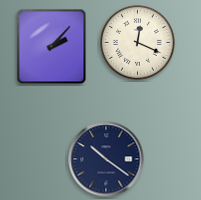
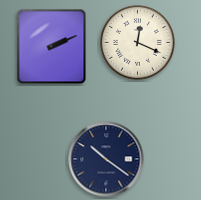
clock at (52, 47): 2:07 -> 2:11
